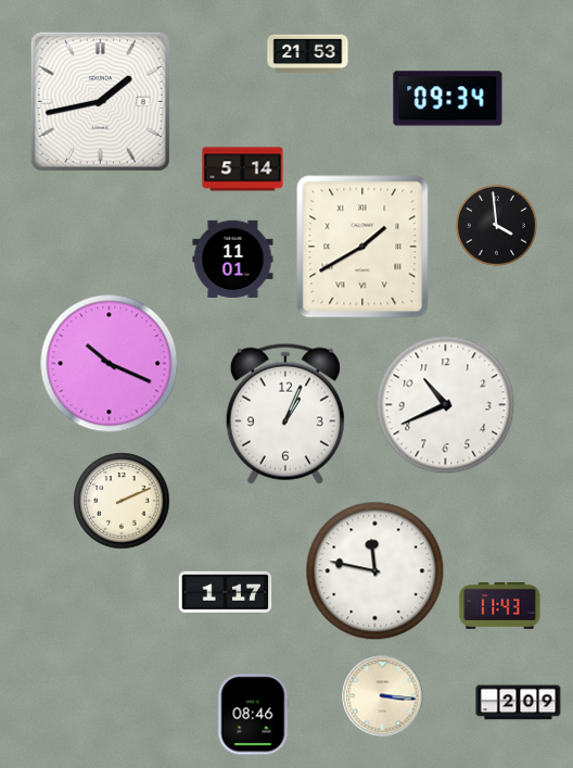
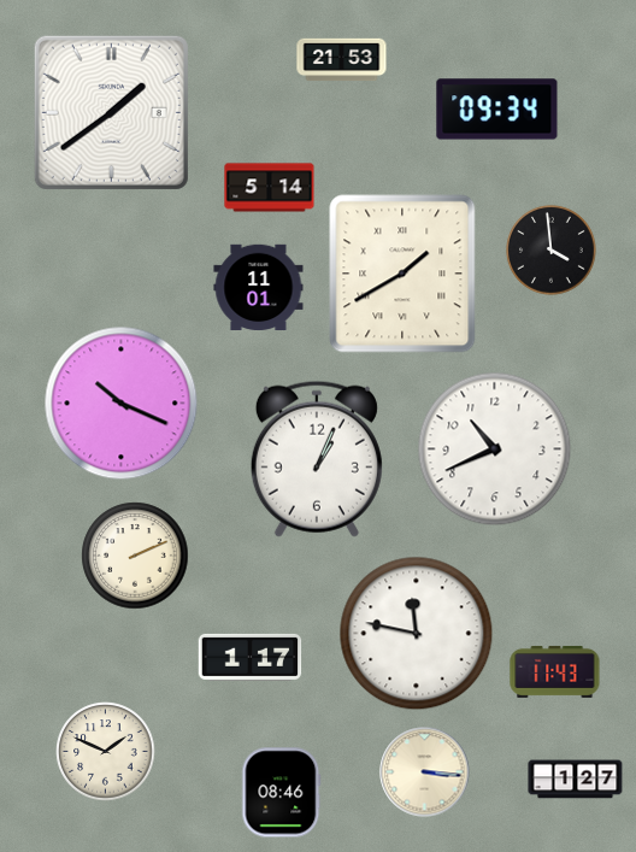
clock at (100, 101): 1:43 -> 1:39
clock at (106, 752): none -> 1:49
clock at (519, 703): 2:09 -> 1:27
